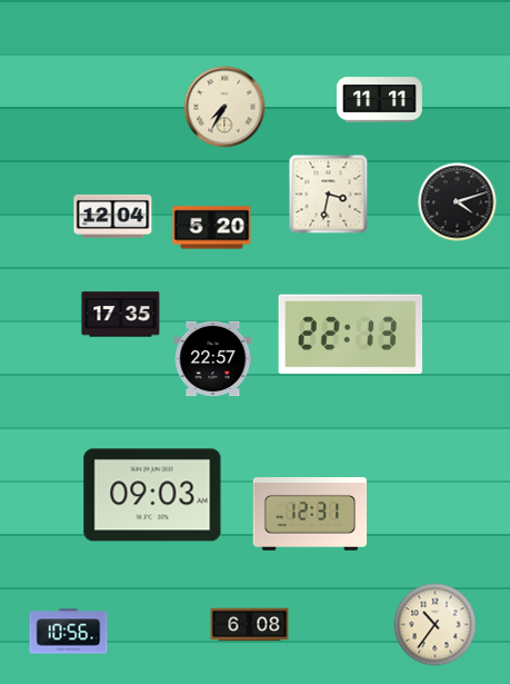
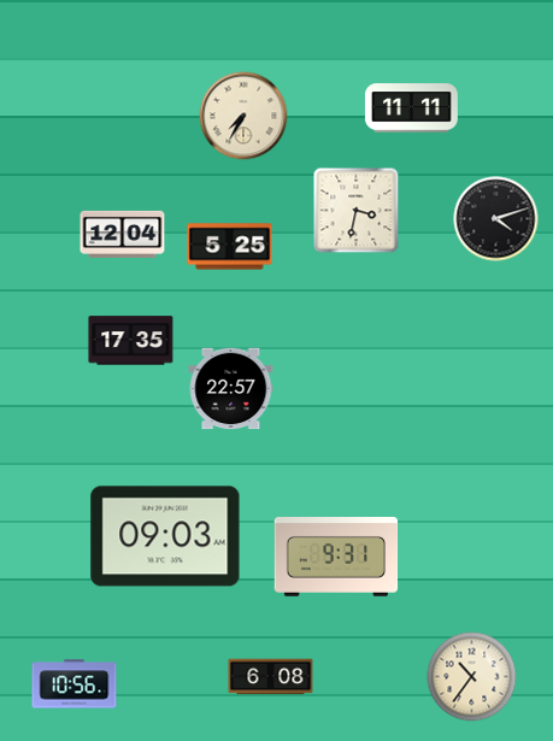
clock at (212, 228): 5:20 -> 5:25
clock at (351, 335): 22:13 -> none
clock at (310, 515): 12:31 -> 9:31
